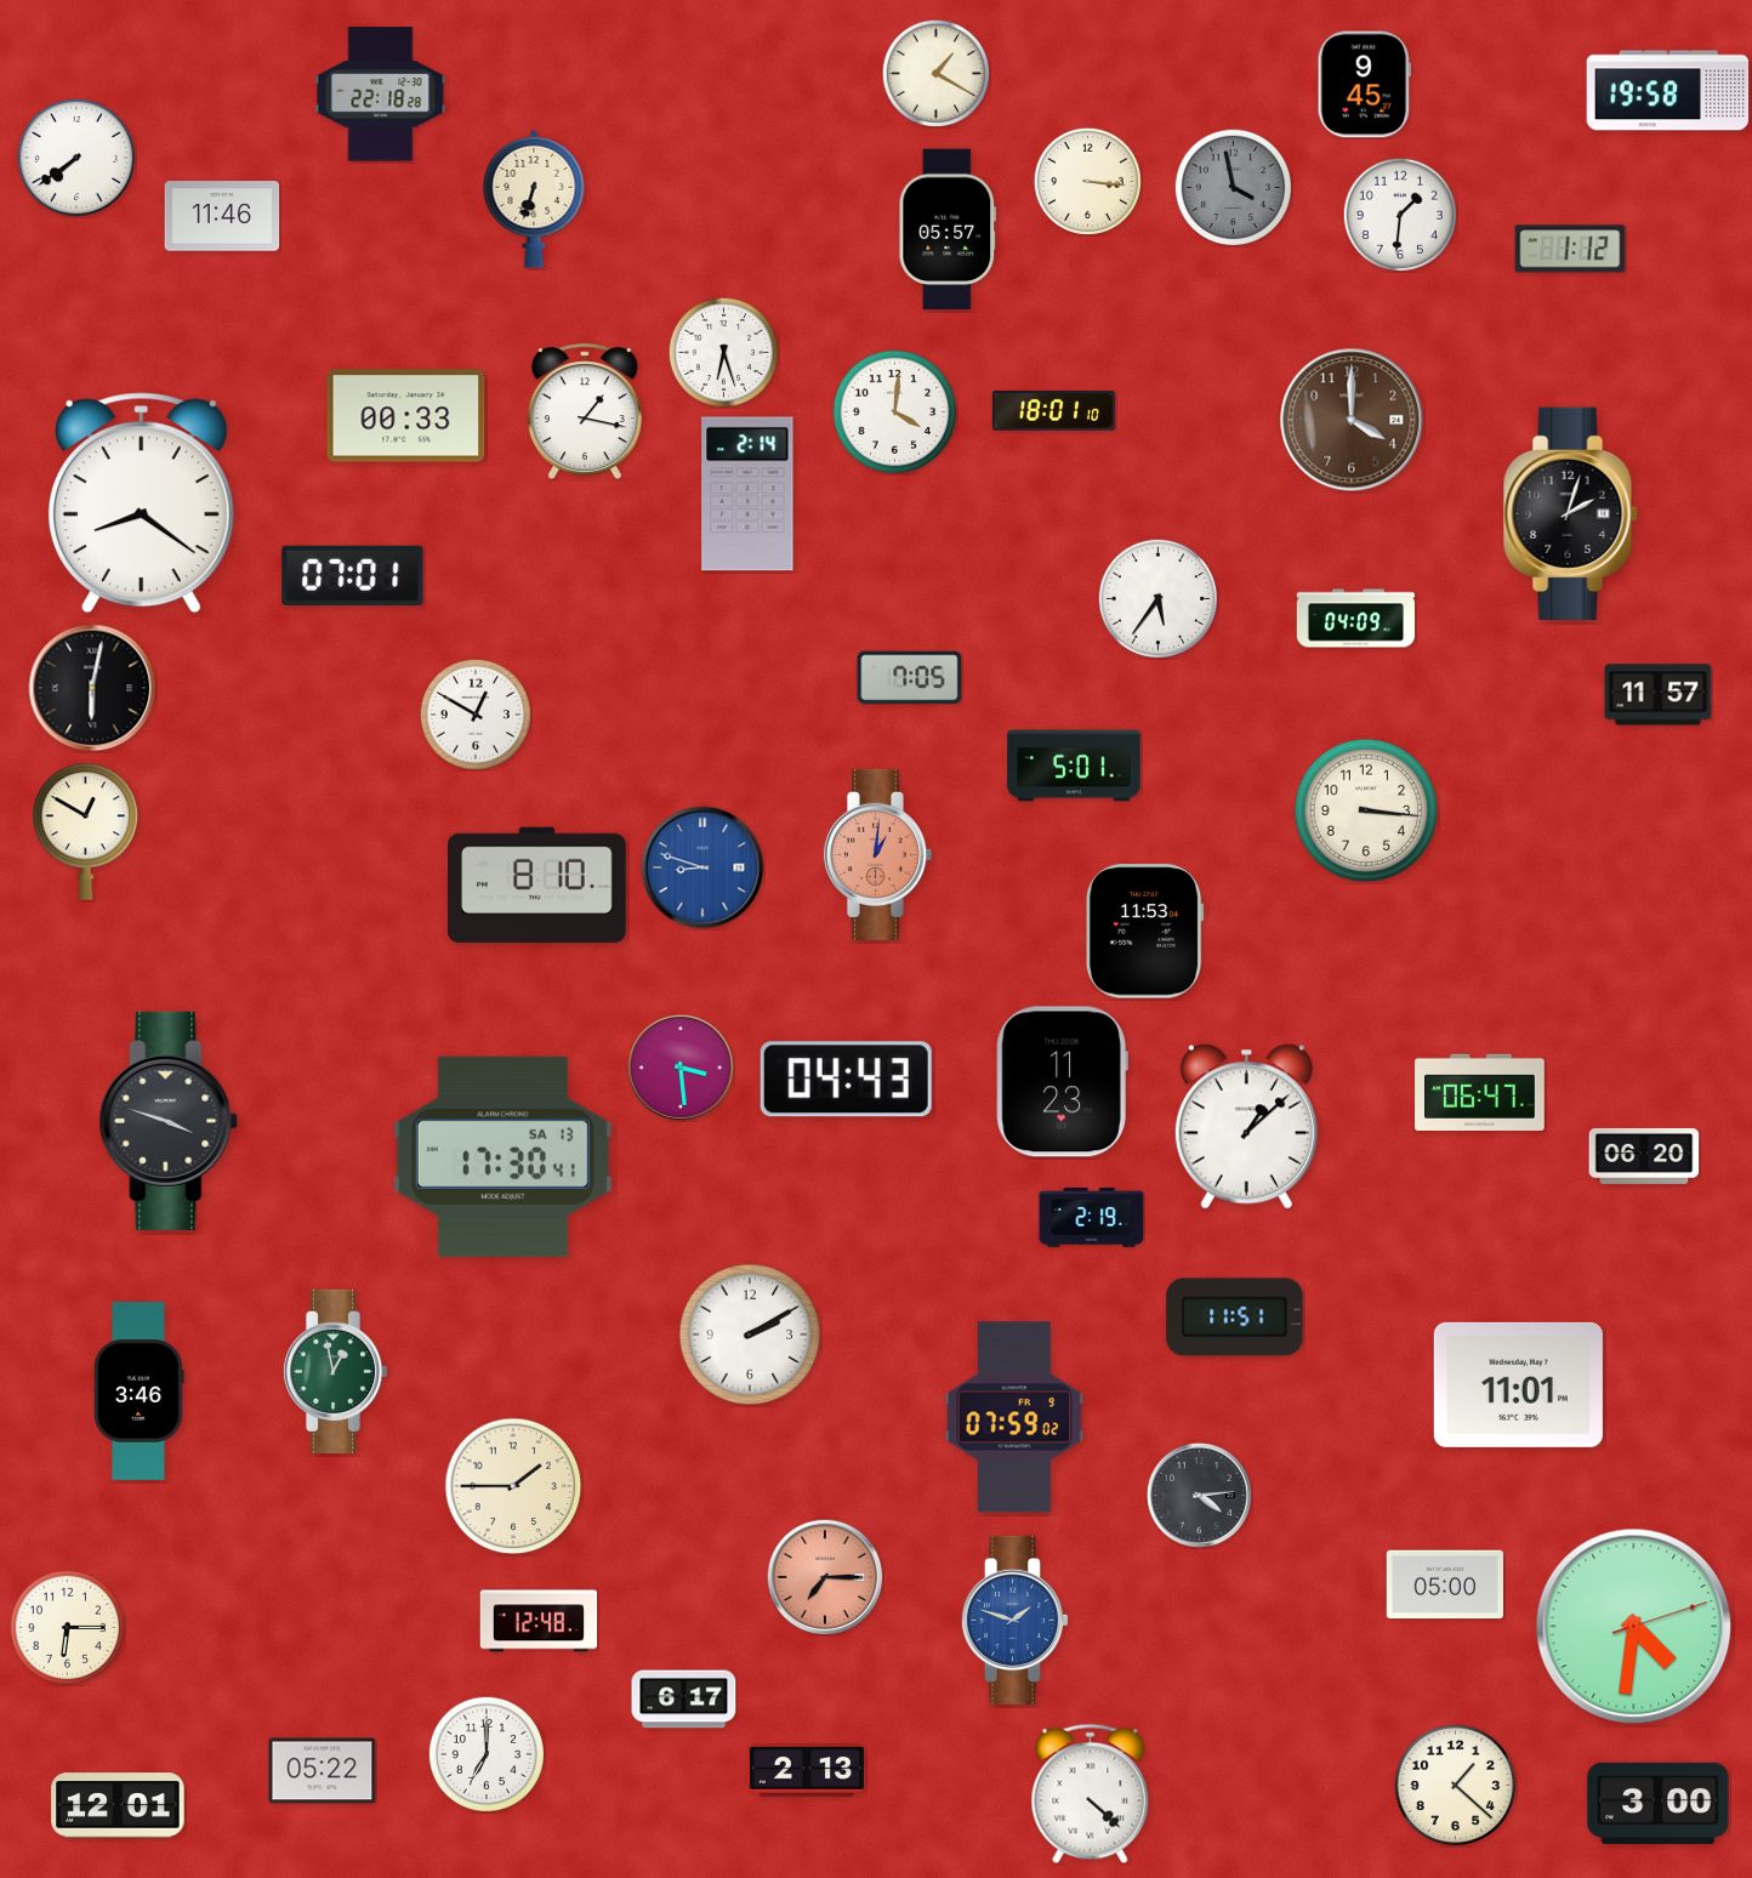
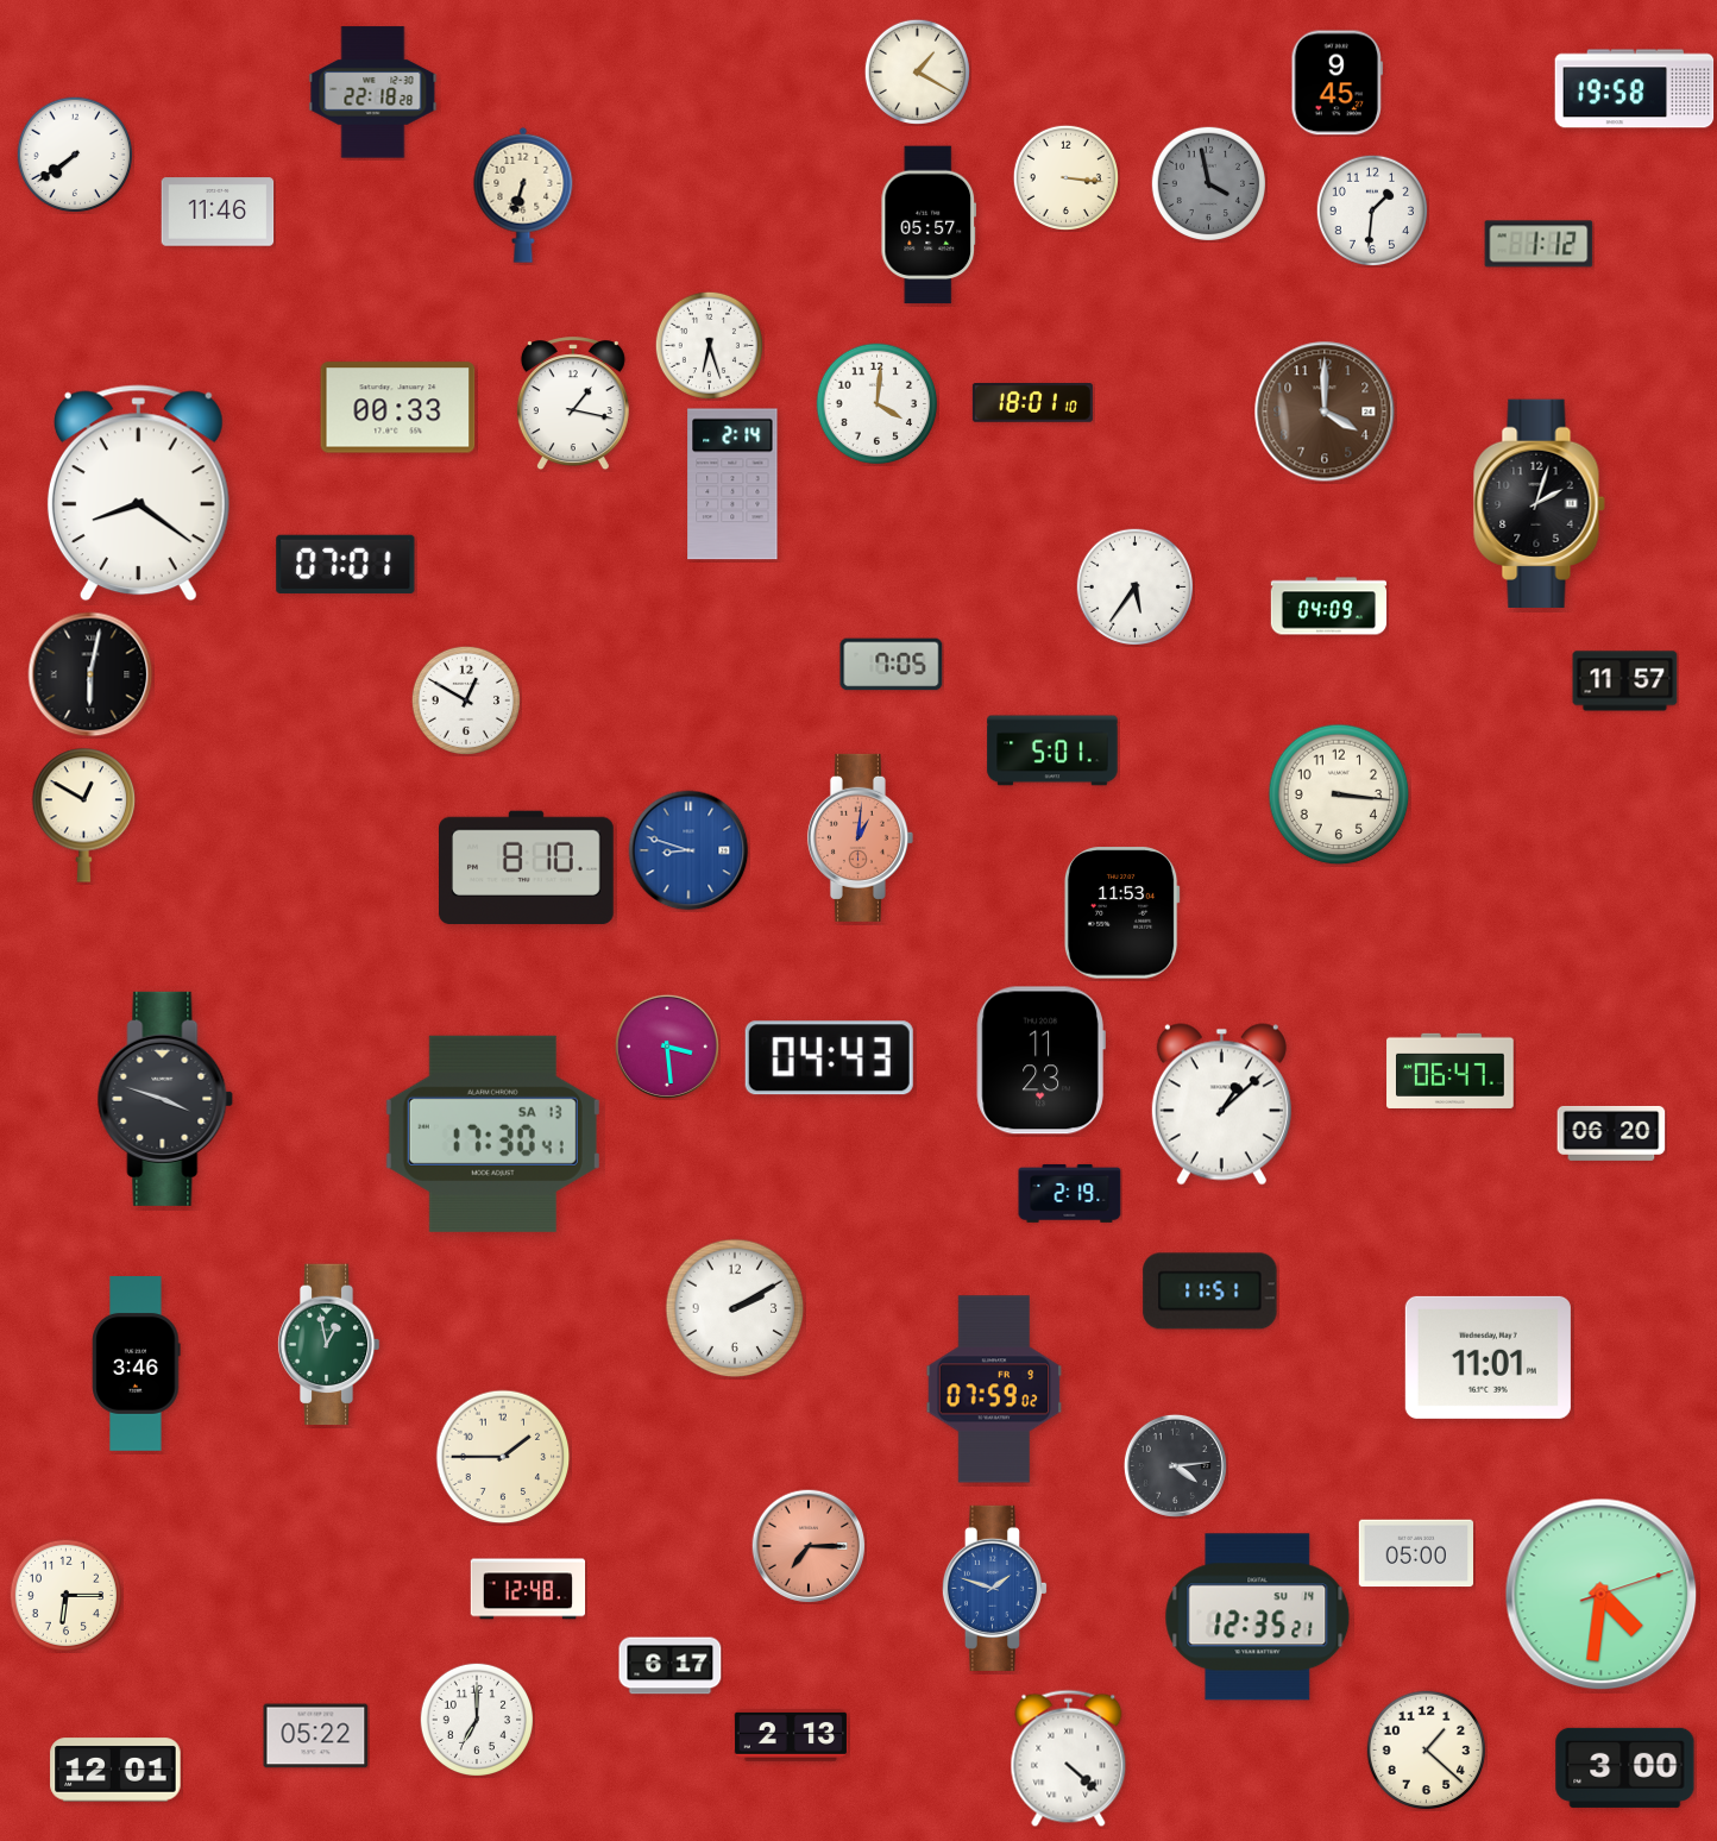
clock at (1258, 1617): none -> 12:35
